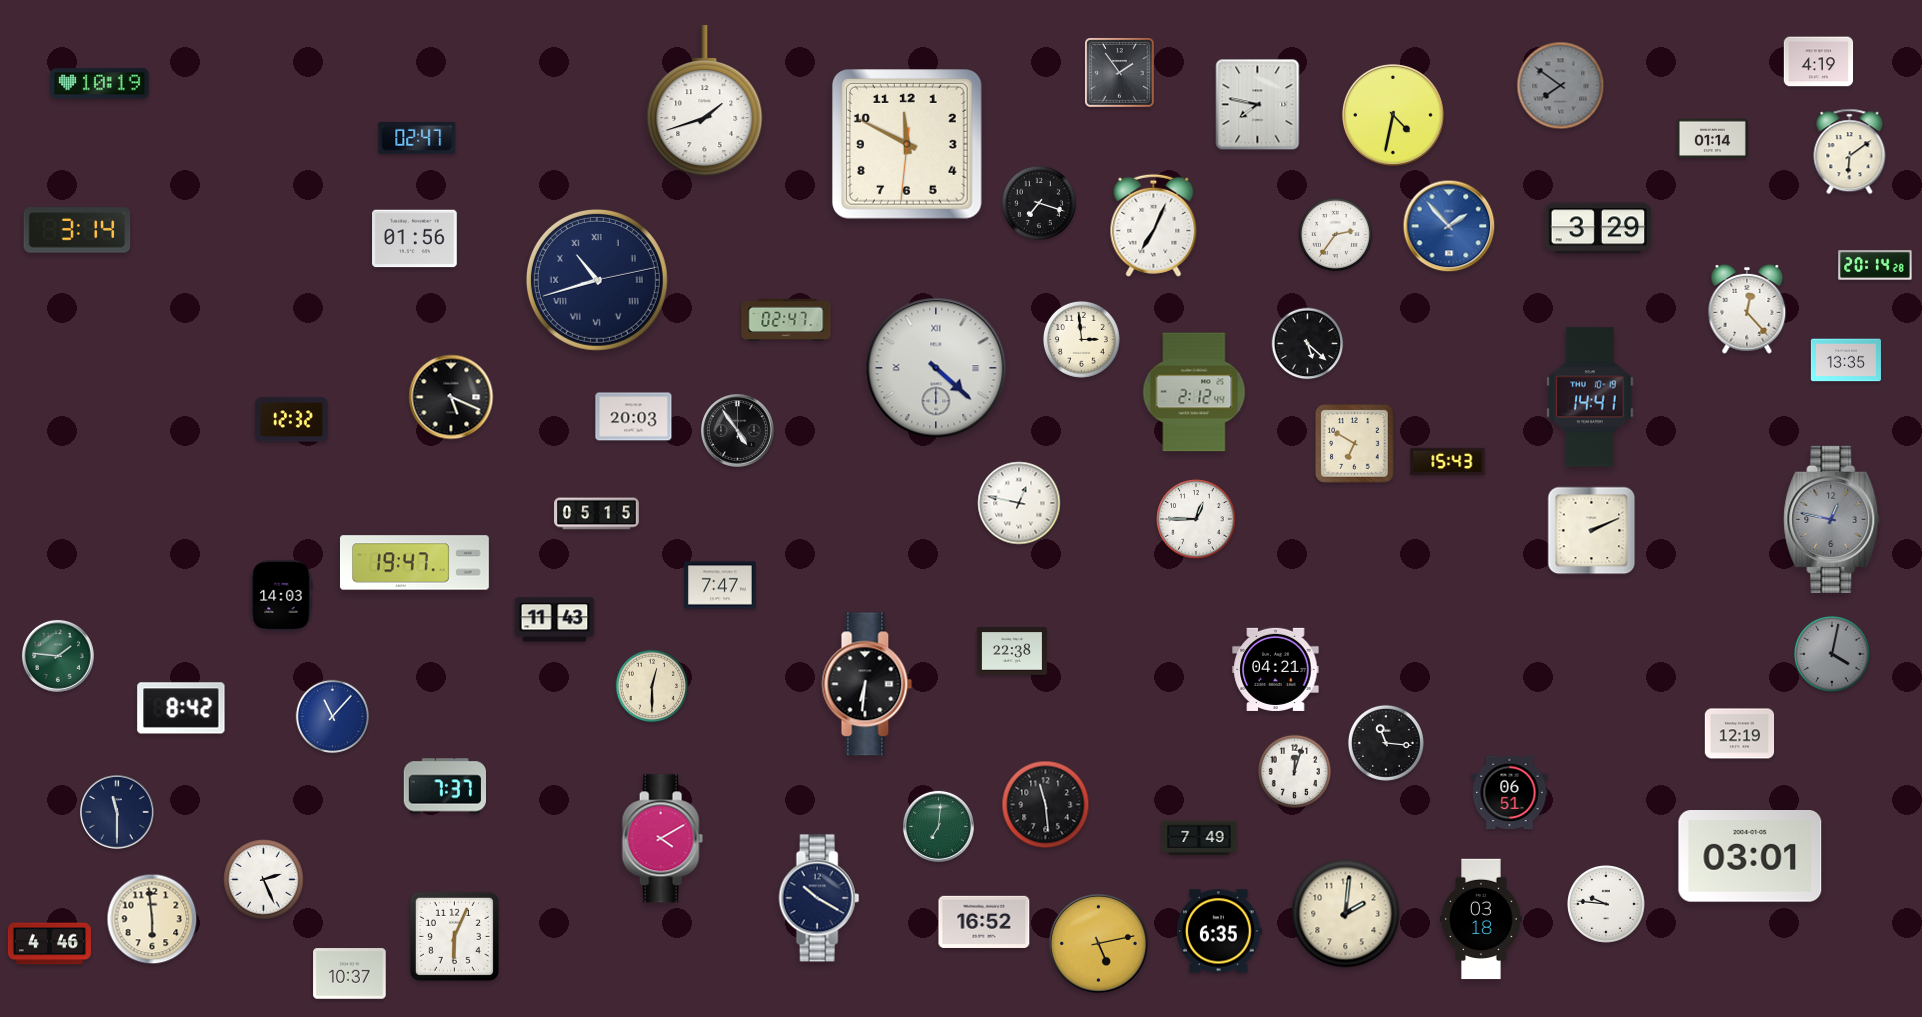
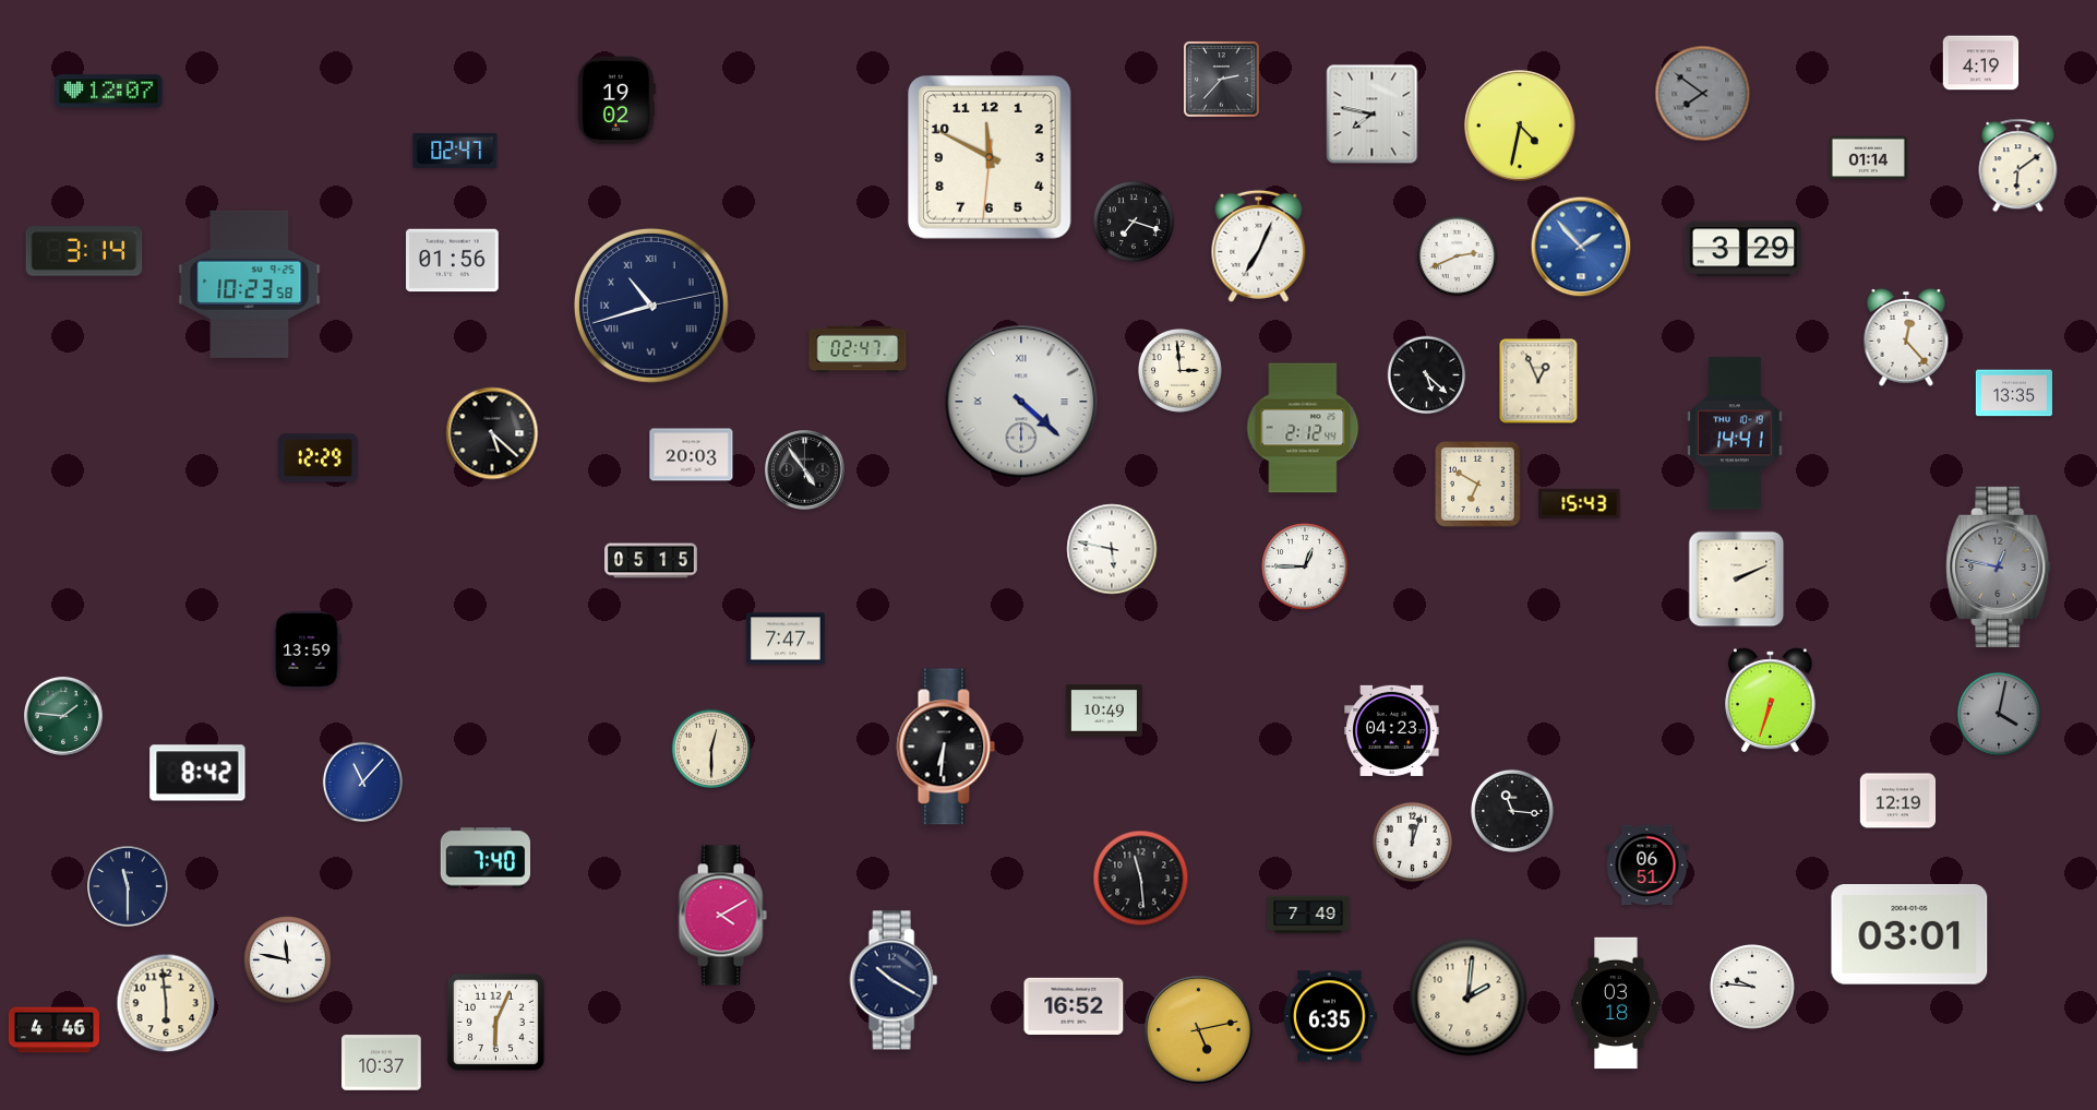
clock at (1819, 62) position: (1819, 62) -> (1981, 63)
clock at (1120, 73): 1:54 -> 2:37
clock at (100, 84): 10:19 -> 12:07
clock at (616, 100): none -> 19:02
clock at (705, 100): 1:42 -> none
clock at (1712, 139) position: (1712, 139) -> (1868, 158)
clock at (1336, 235): 2:36 -> 2:41
clock at (250, 284): none -> 10:23
clock at (1875, 265): 20:14 -> none
clock at (1538, 381): none -> 12:56
clock at (451, 397): 5:19 -> 5:22
clock at (292, 420): 12:32 -> 12:29
clock at (1019, 503): 12:47 -> 5:47
clock at (415, 563): 19:47 -> none
clock at (281, 595): 14:03 -> 13:59
clock at (555, 620): 11:43 -> none
clock at (1771, 701): none -> 6:33
clock at (1012, 651): 22:38 -> 10:49
clock at (1276, 669): 04:21 -> 04:23
clock at (444, 786): 7:37 -> 7:40
clock at (938, 826): 7:01 -> none
clock at (264, 880): 2:26 -> 11:47
